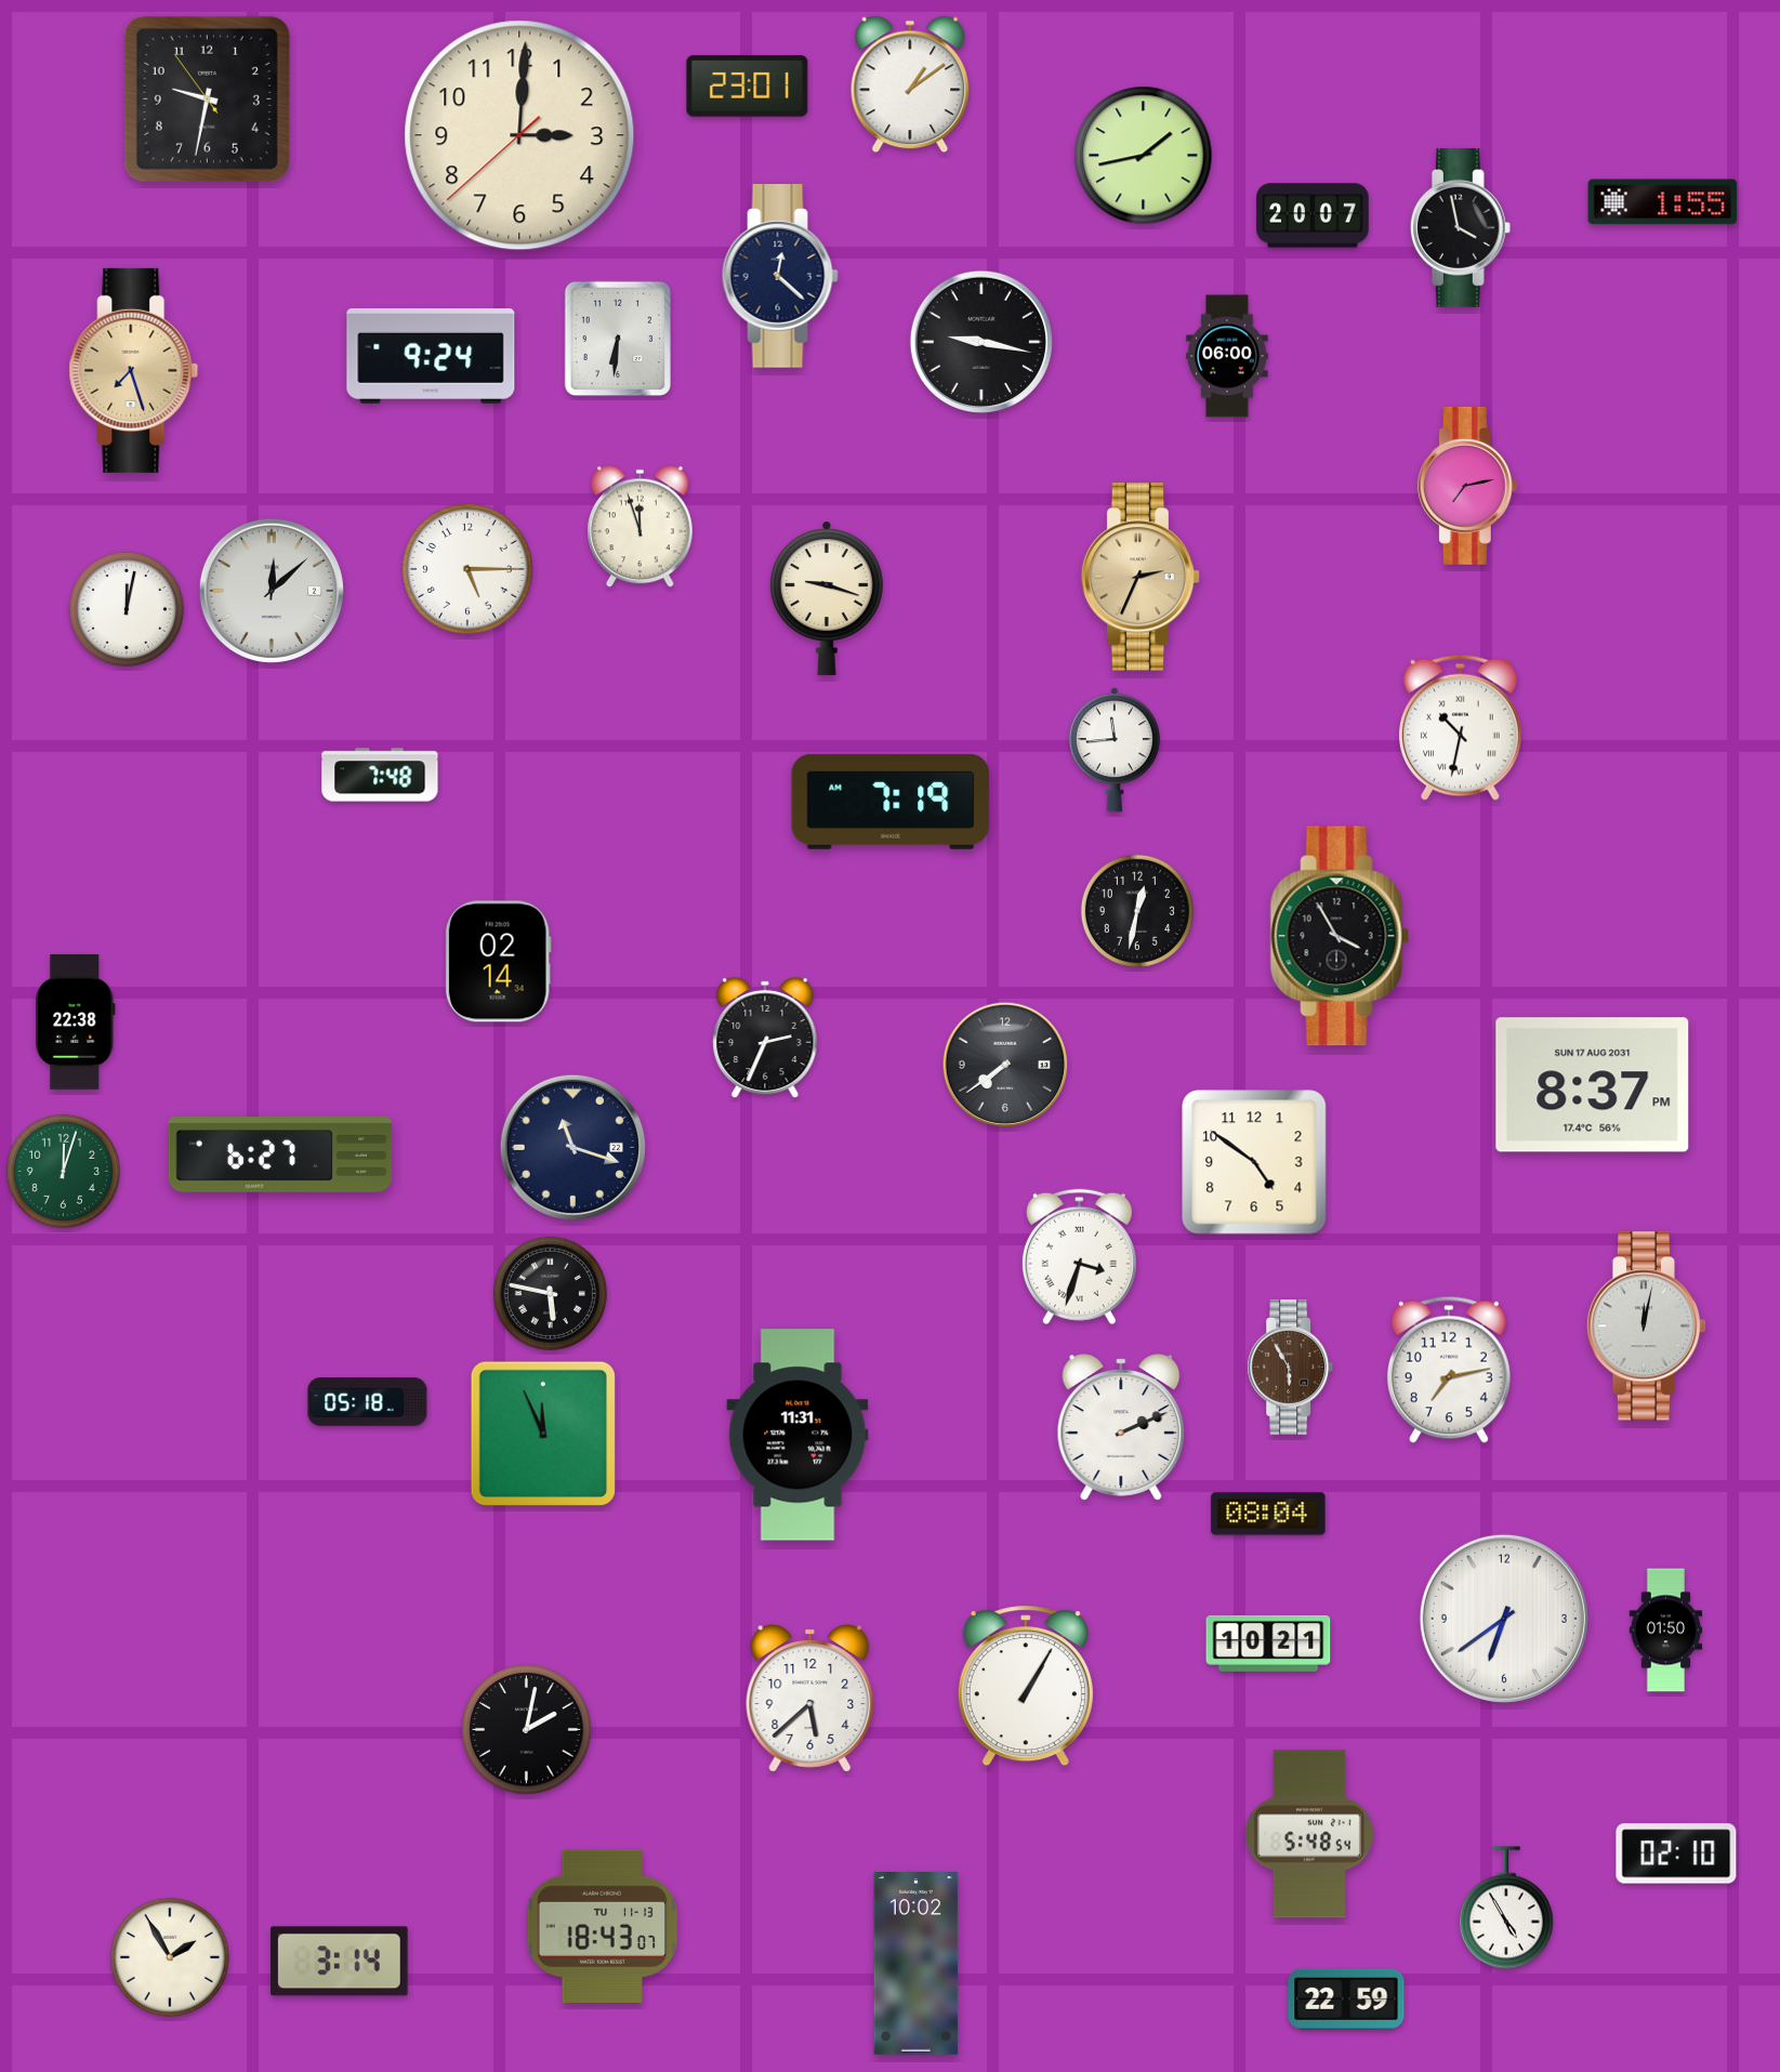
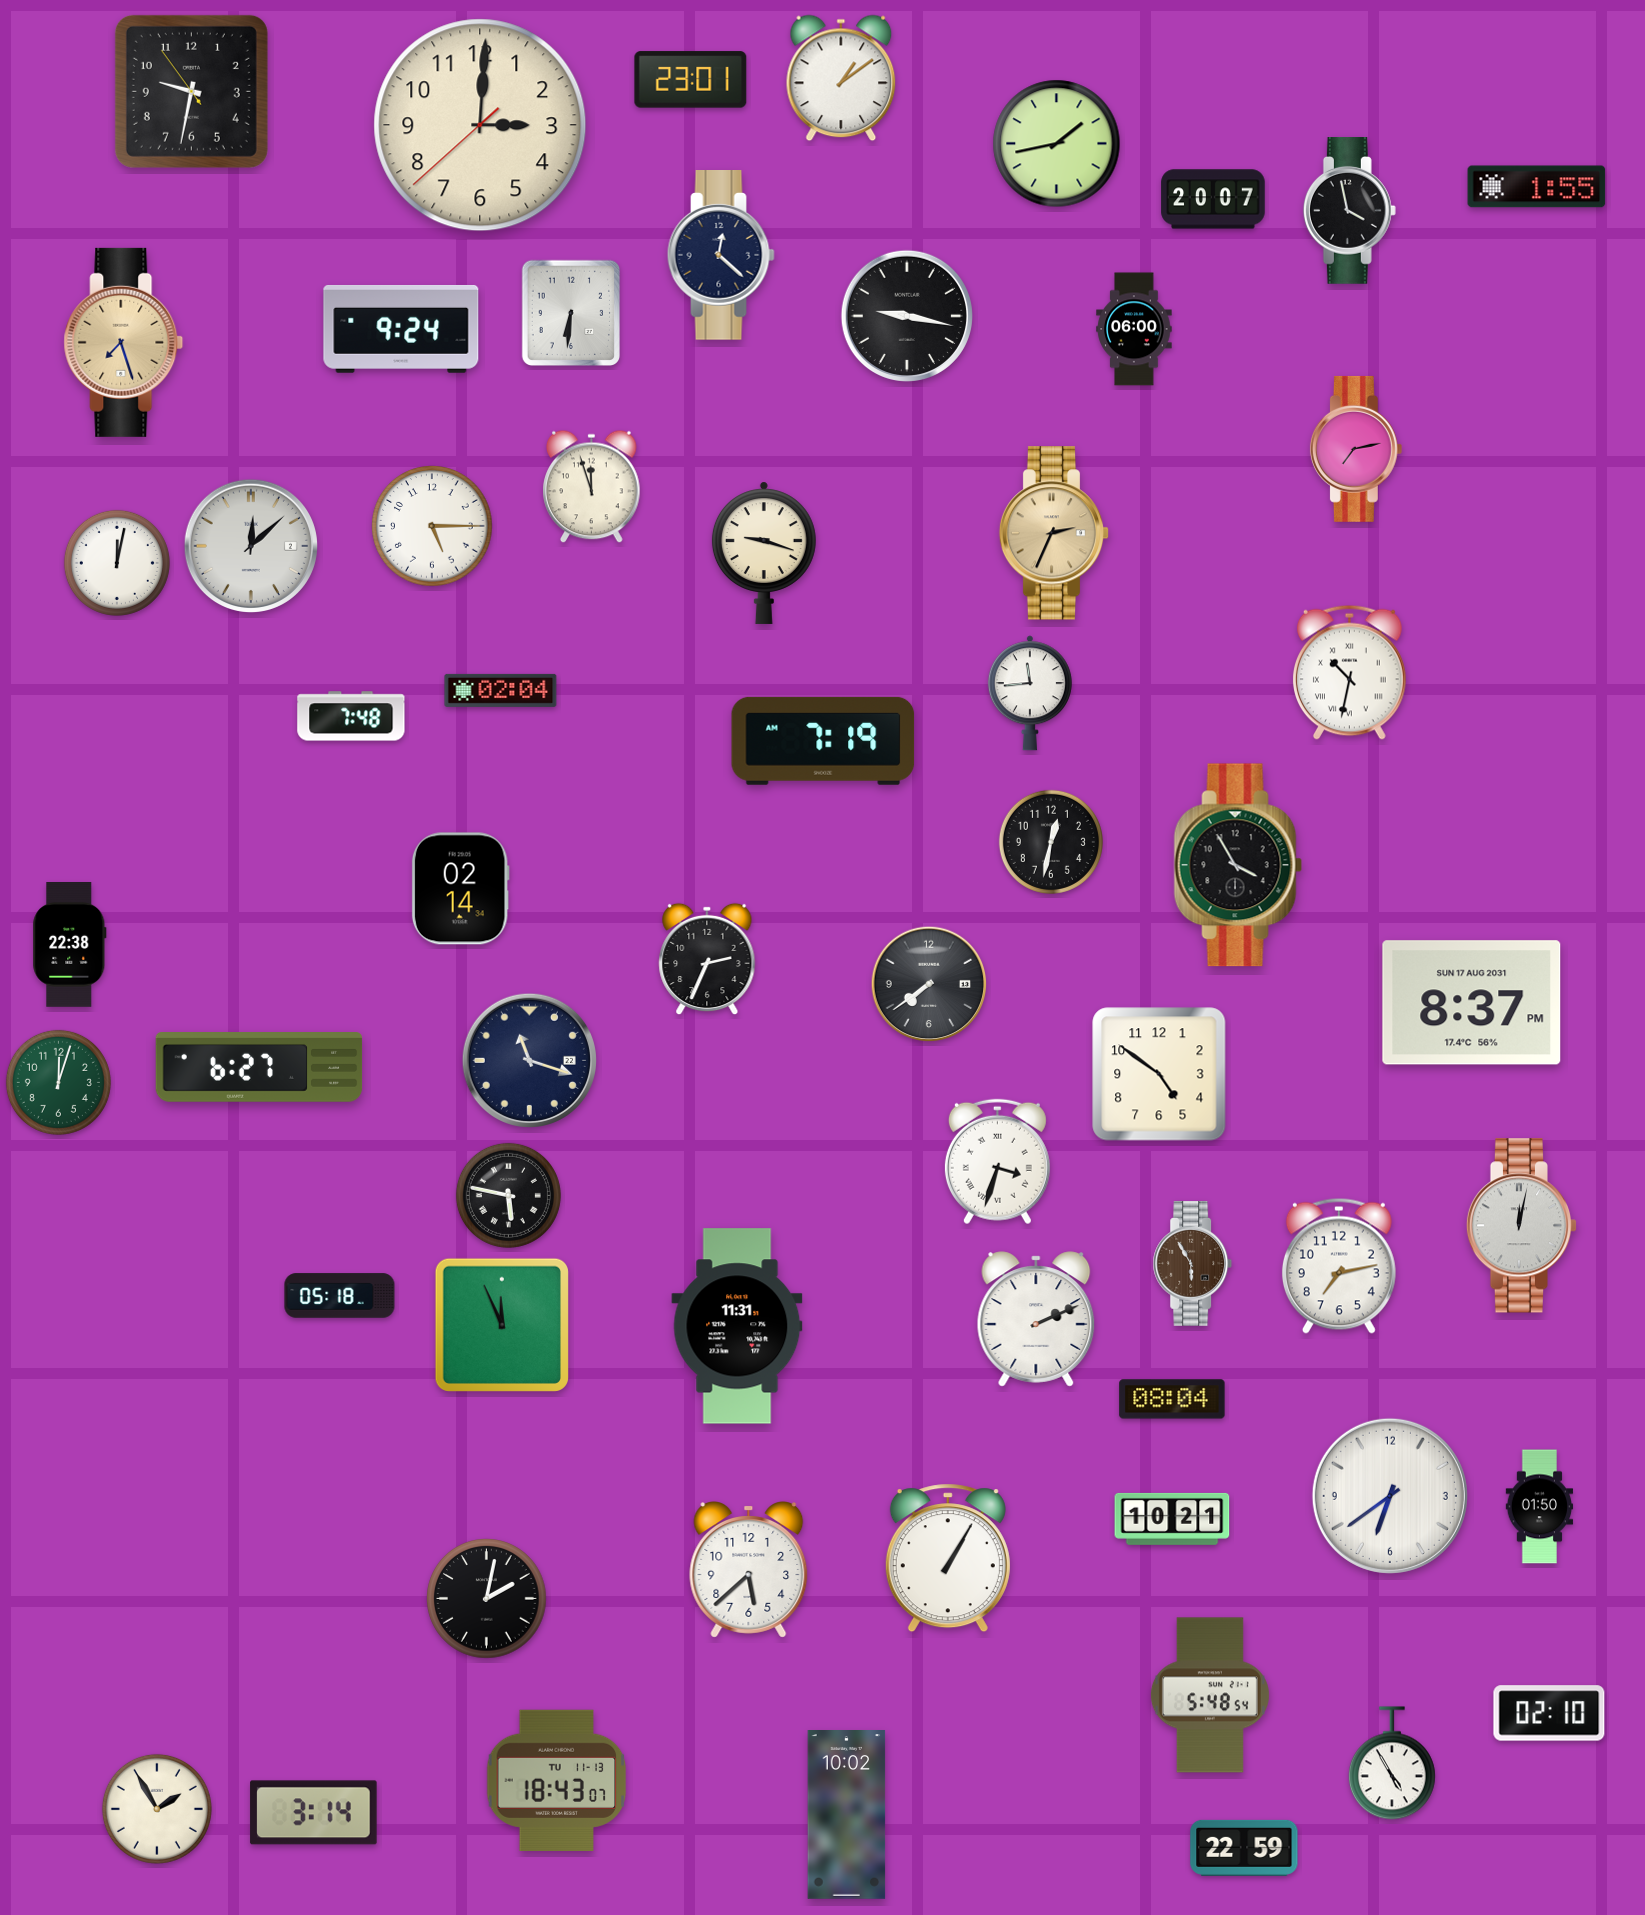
clock at (431, 356) position: (431, 356) -> (401, 329)
clock at (501, 690): none -> 02:04
